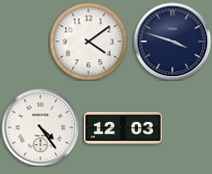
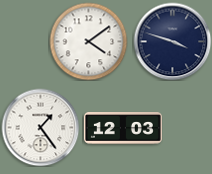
clock at (40, 127): 4:24 -> 1:24
